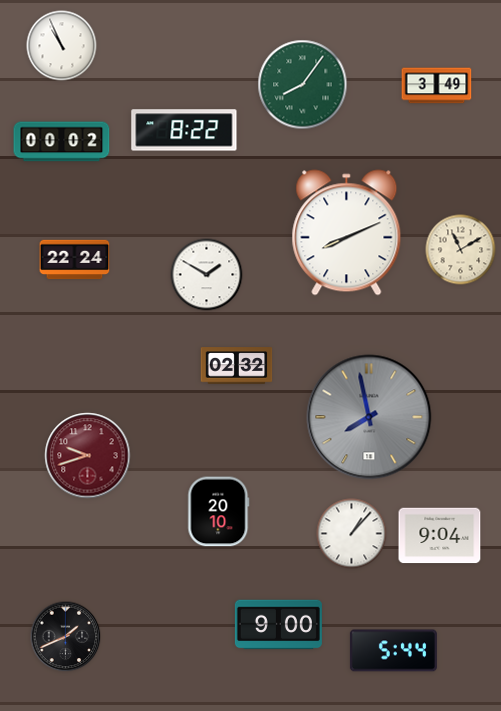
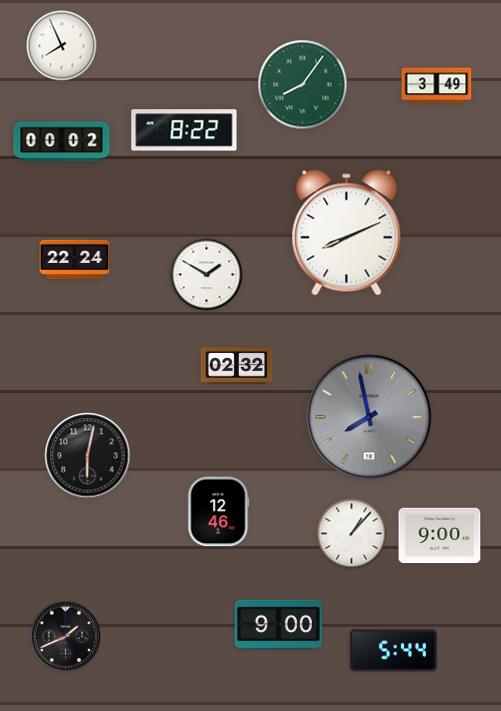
clock at (62, 46): 10:56 -> 7:56
clock at (461, 250): 11:10 -> none
clock at (88, 456): 9:42 -> 6:02
clock at (88, 456) dial: burgundy -> black
clock at (219, 512): 20:10 -> 12:46
clock at (440, 536): 9:04 -> 9:00
